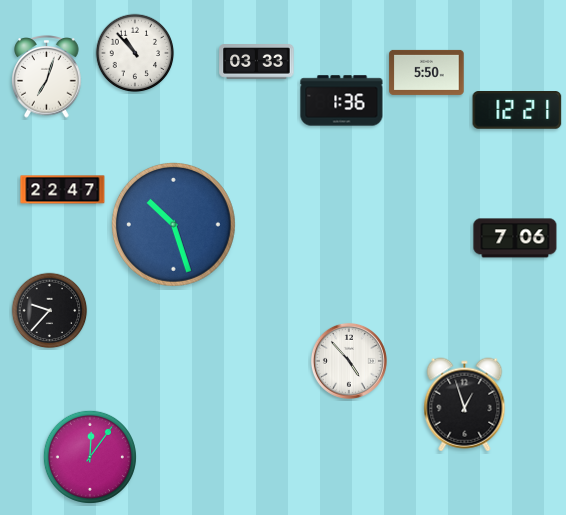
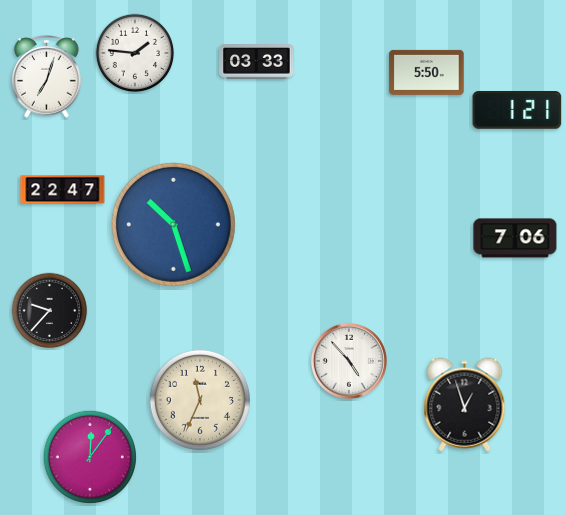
clock at (135, 53): 10:53 -> 1:46
clock at (342, 101): 1:36 -> none
clock at (517, 111): 12:21 -> 1:21
clock at (200, 400): none -> 11:34
